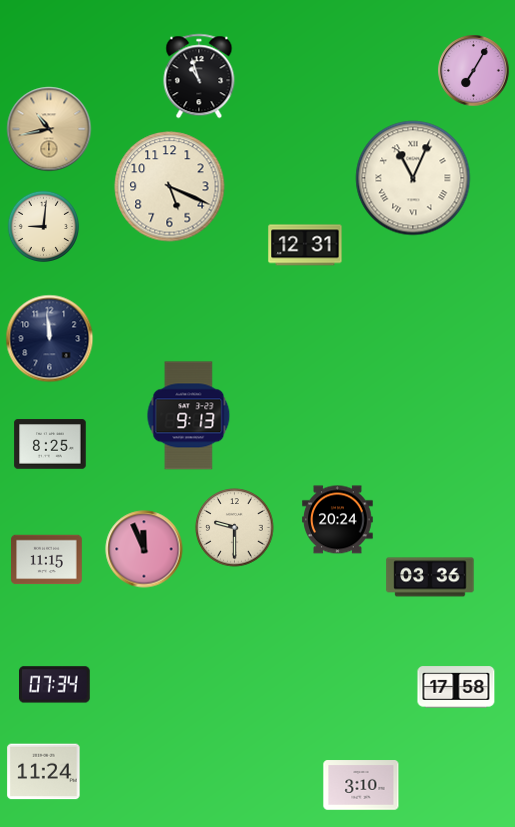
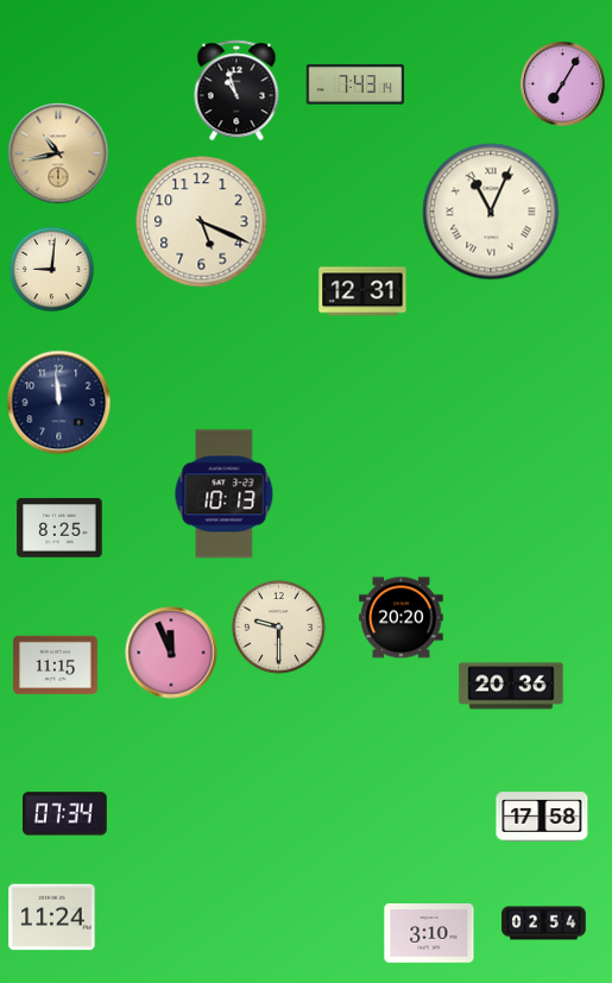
clock at (355, 84): none -> 7:43
clock at (189, 416): 9:13 -> 10:13
clock at (338, 520): 20:24 -> 20:20
clock at (430, 577): 03:36 -> 20:36
clock at (544, 924): none -> 02:54
